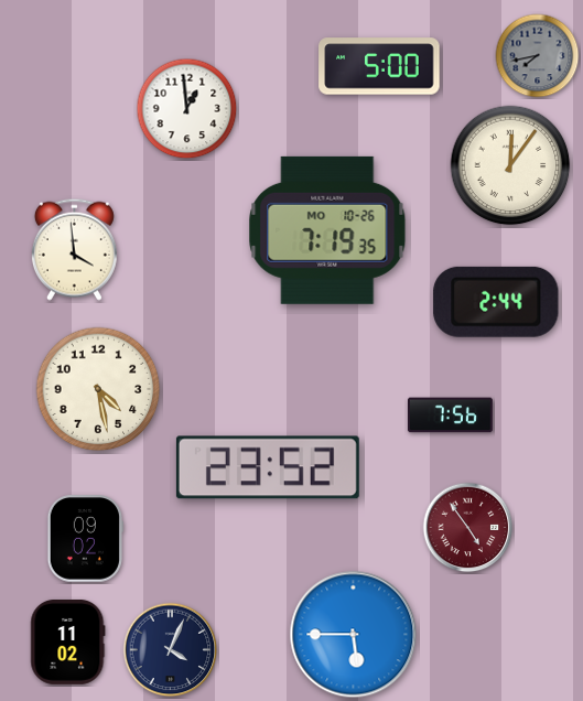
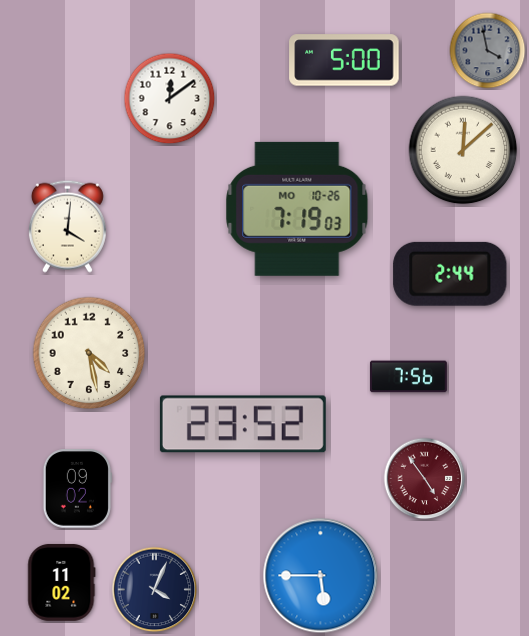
clock at (538, 56): 7:43 -> 3:58
clock at (187, 109): 12:59 -> 12:09
clock at (510, 165): 12:06 -> 12:08
clock at (327, 230): 7:19:35 -> 7:19:03
clock at (74, 249): 3:59 -> 4:01
